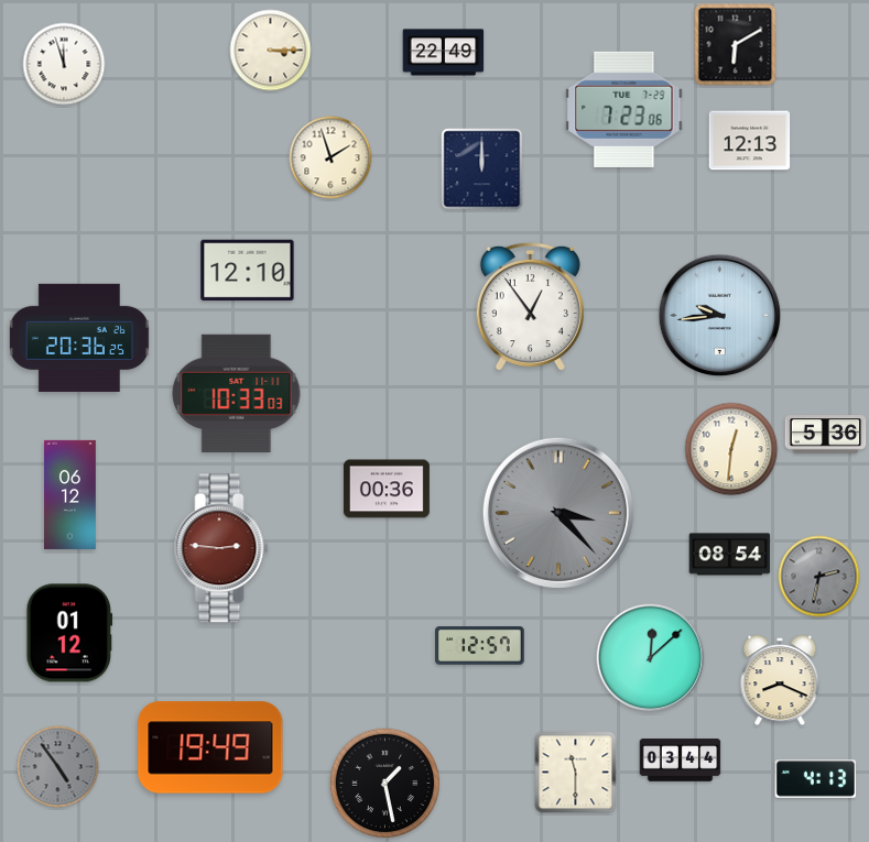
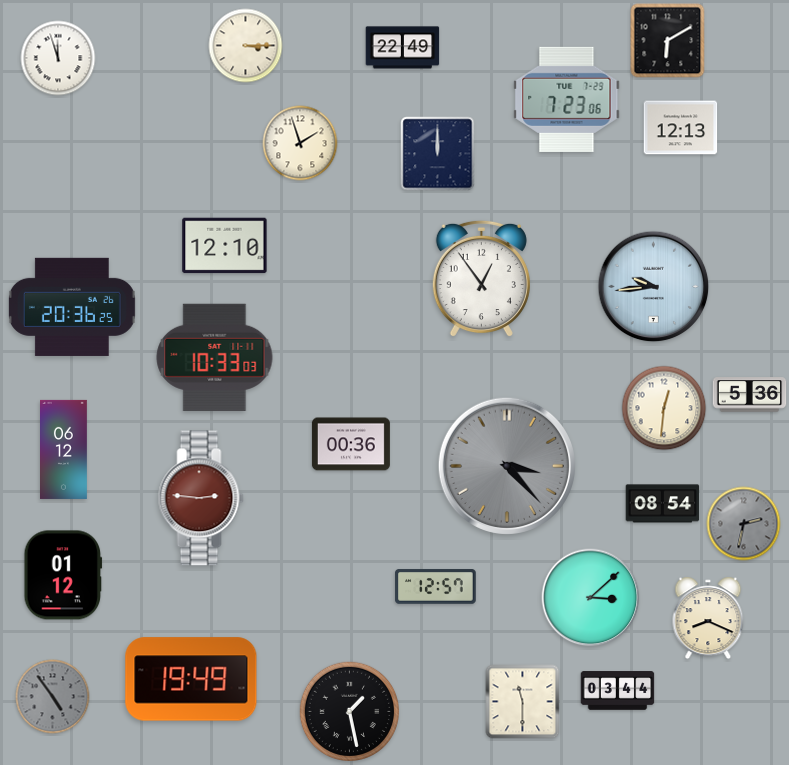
clock at (651, 658): 12:08 -> 3:08
clock at (816, 779): 4:13 -> none
